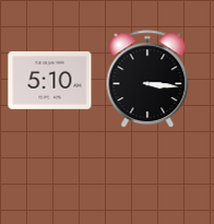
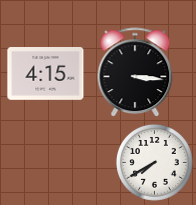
clock at (50, 81): 5:10 -> 4:15
clock at (154, 162): none -> 7:40
